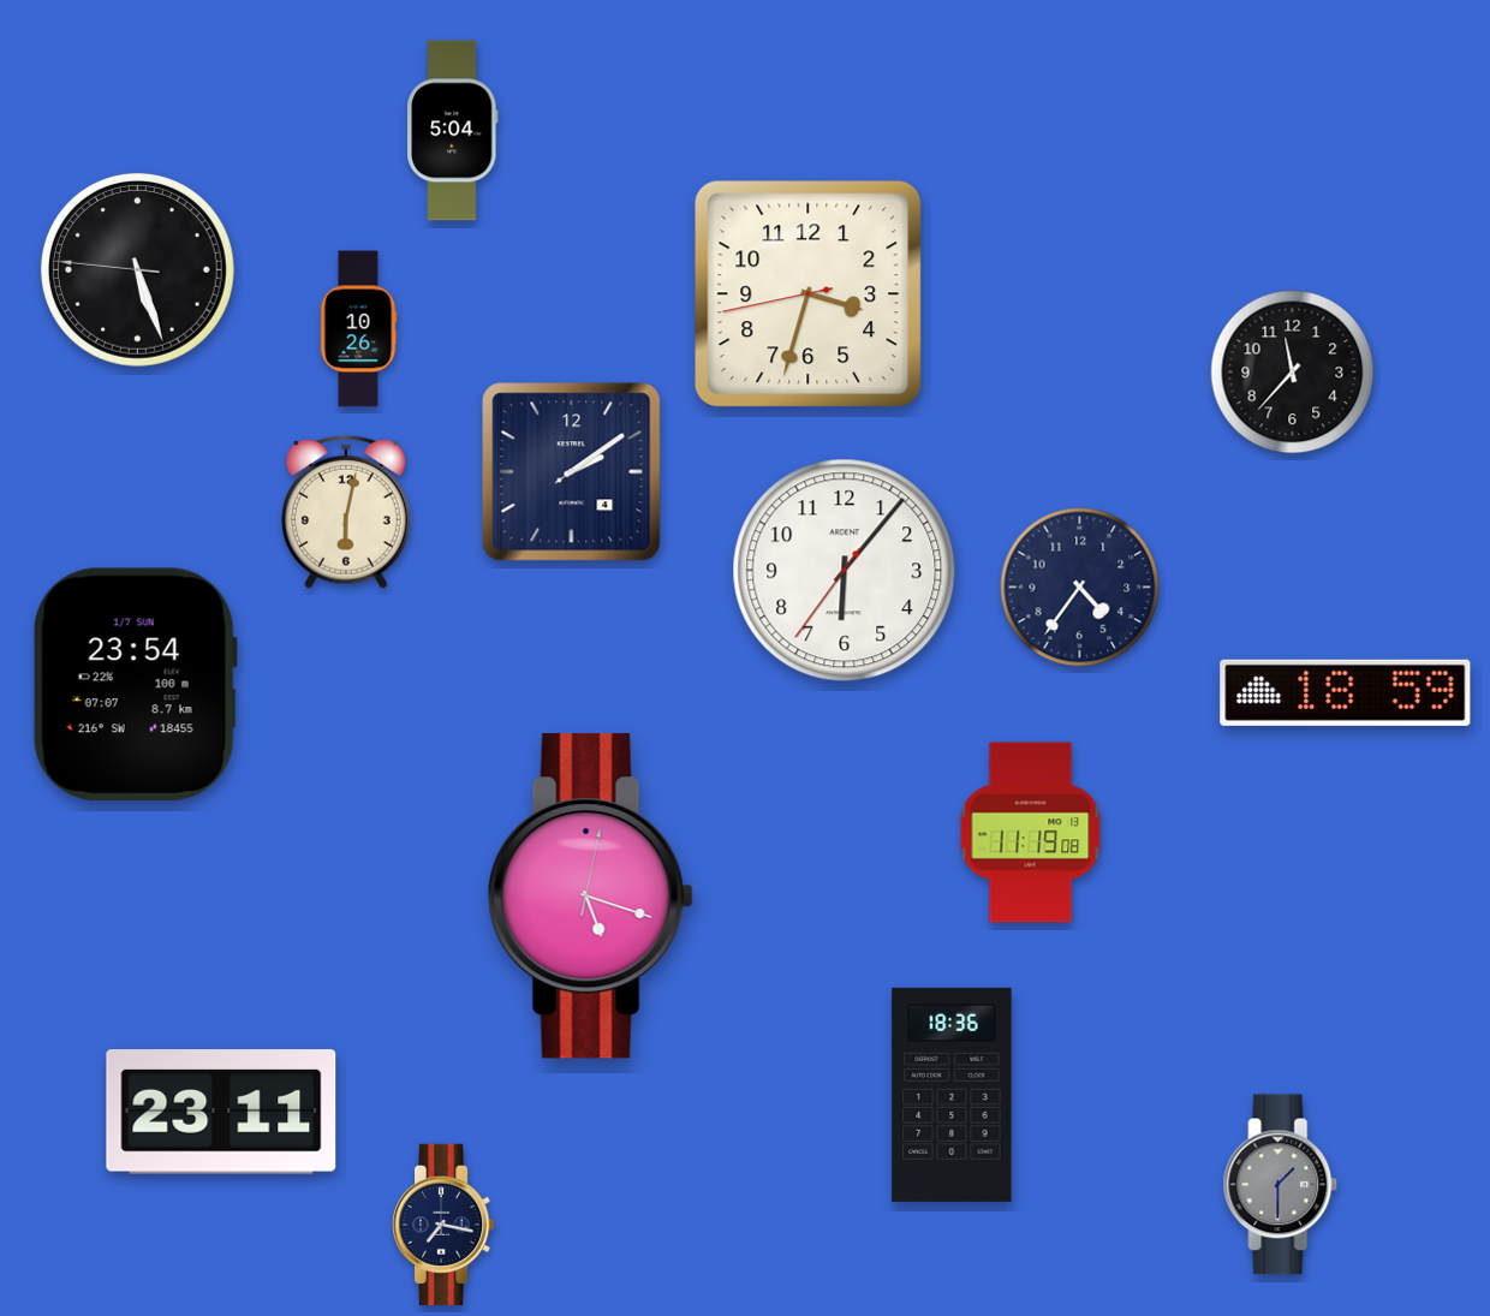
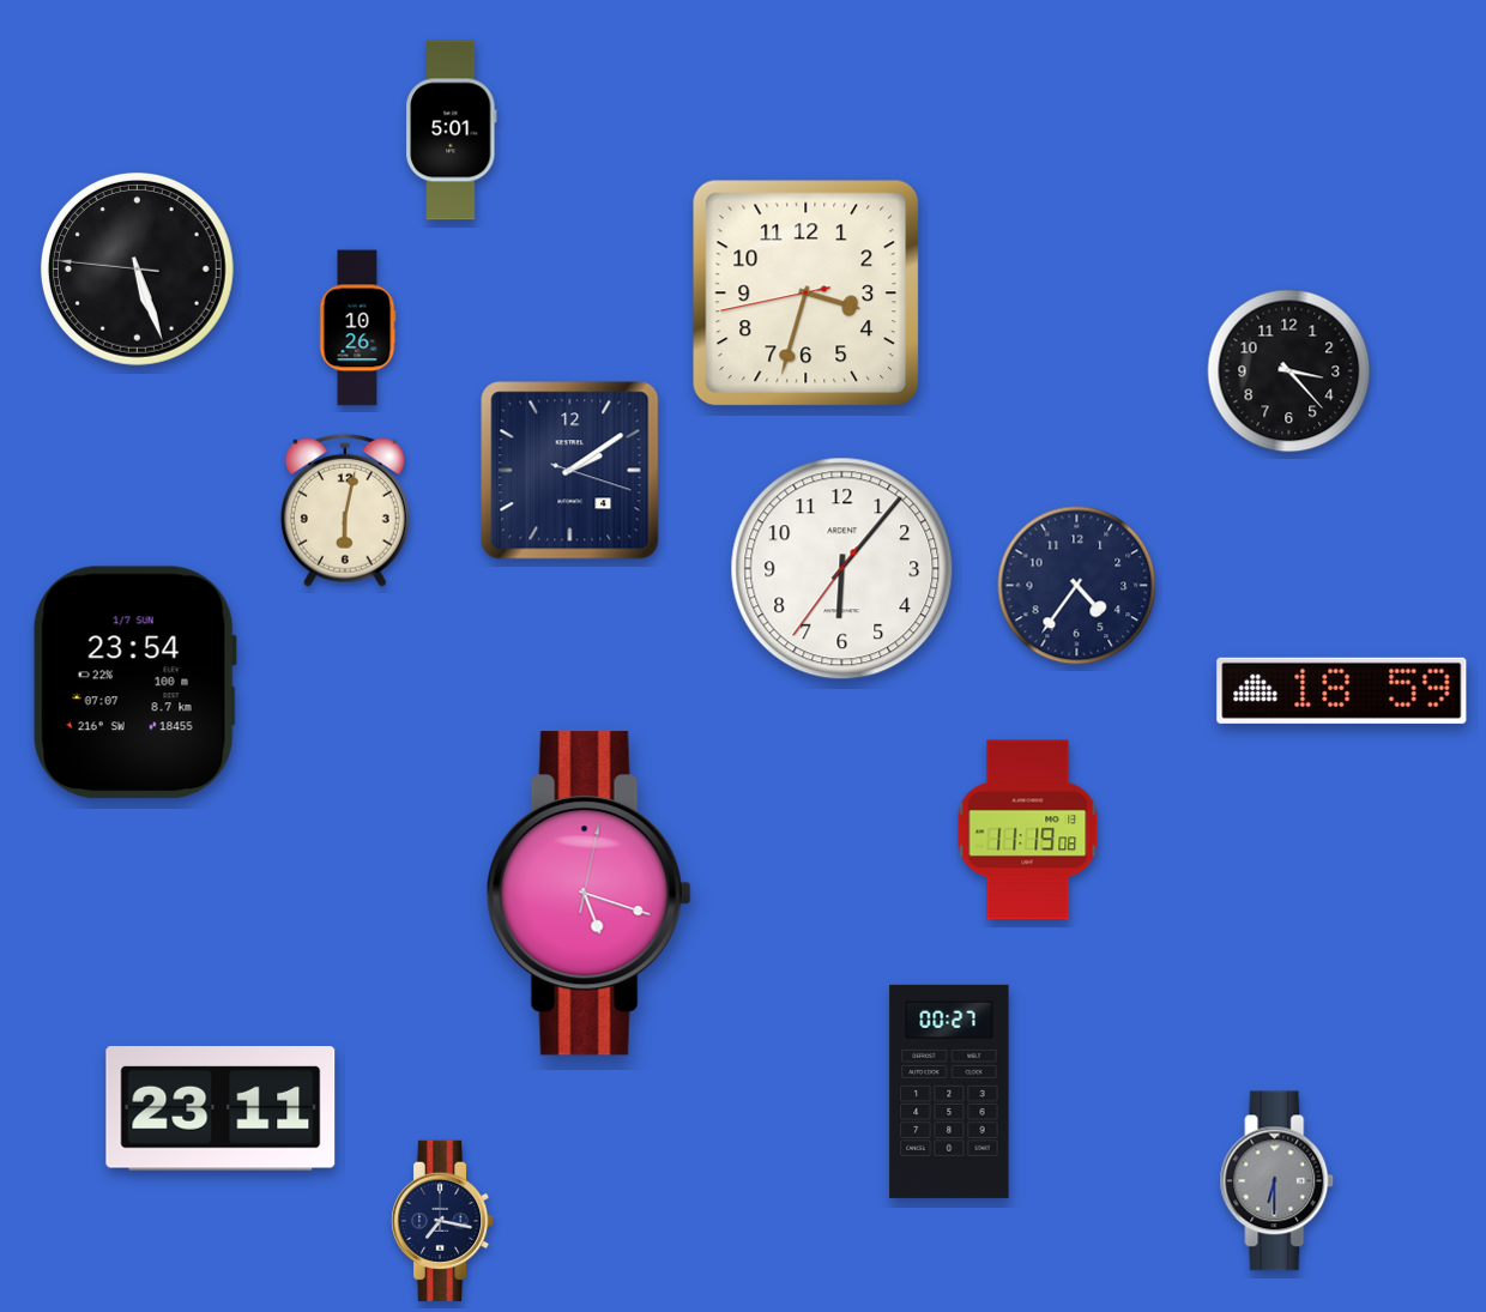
clock at (453, 131): 5:04 -> 5:01
clock at (1293, 373): 11:37 -> 3:23
clock at (572, 472): 2:09:09 -> 2:09:18
clock at (952, 1095): 18:36 -> 00:27
clock at (1281, 1185): 1:30 -> 6:30
